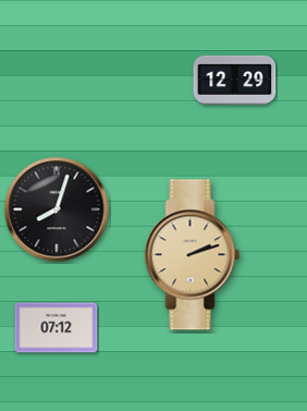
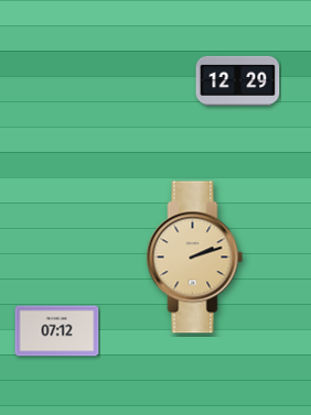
clock at (57, 209): 8:03 -> none
